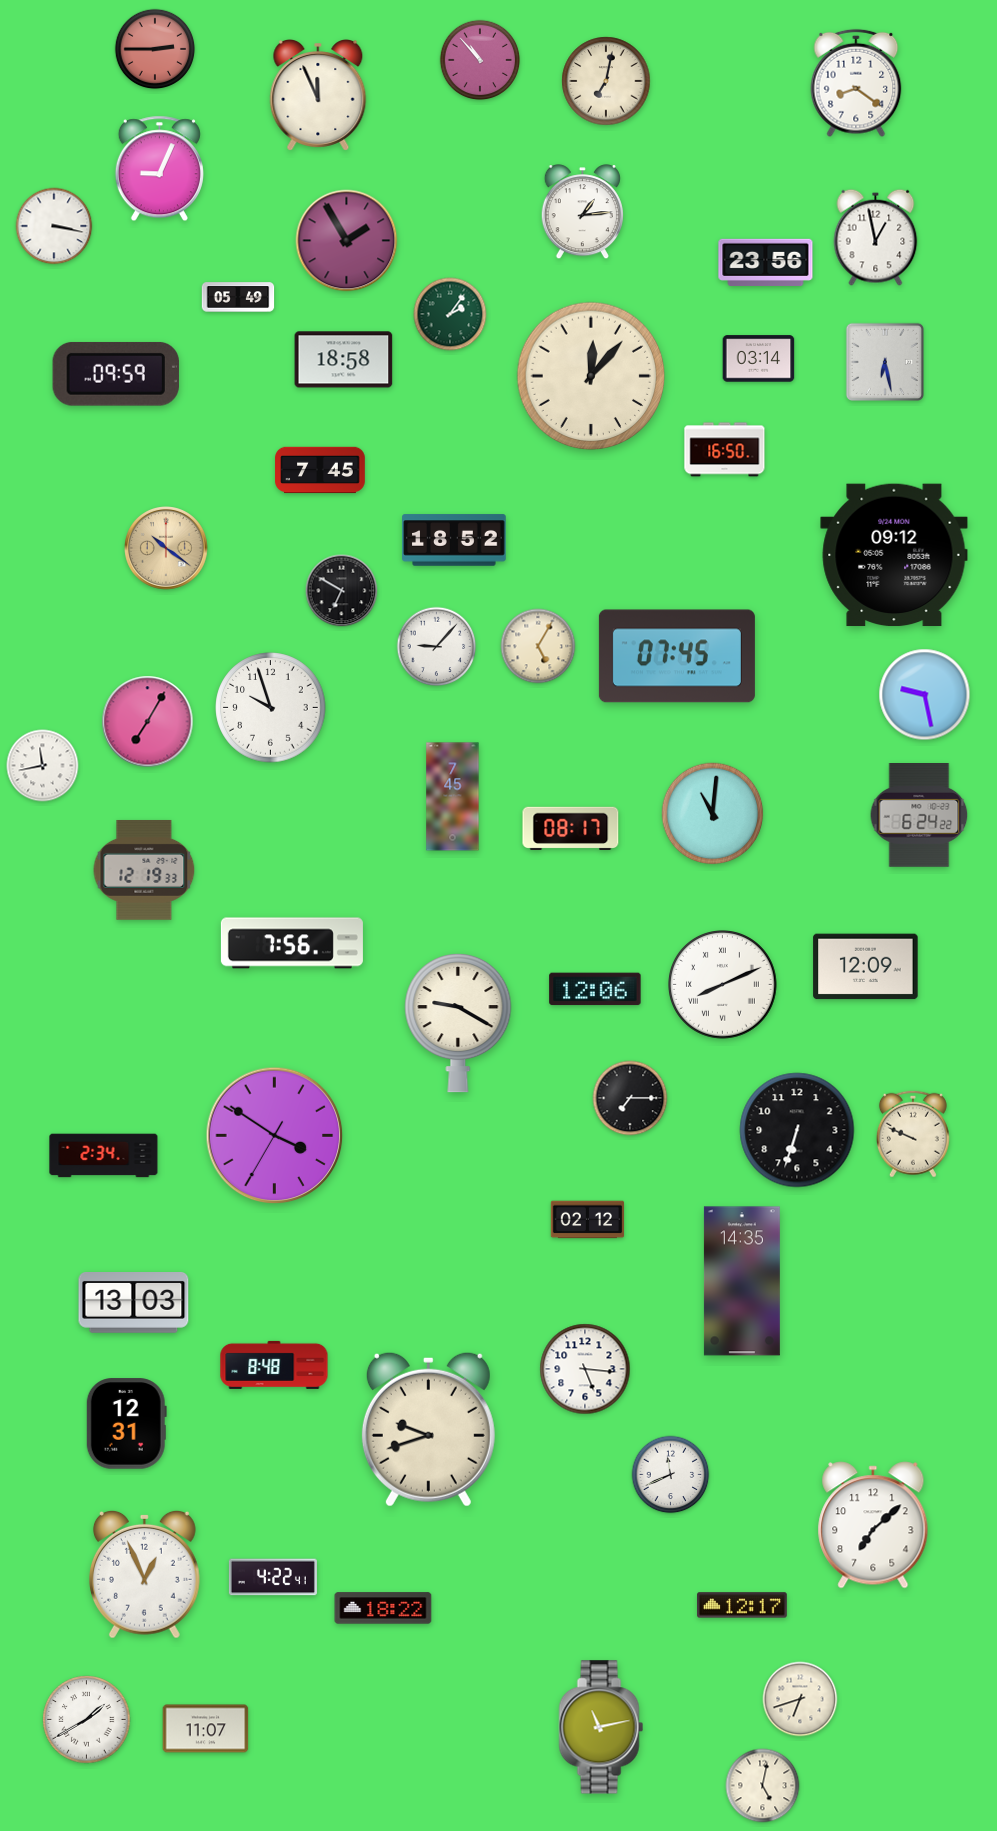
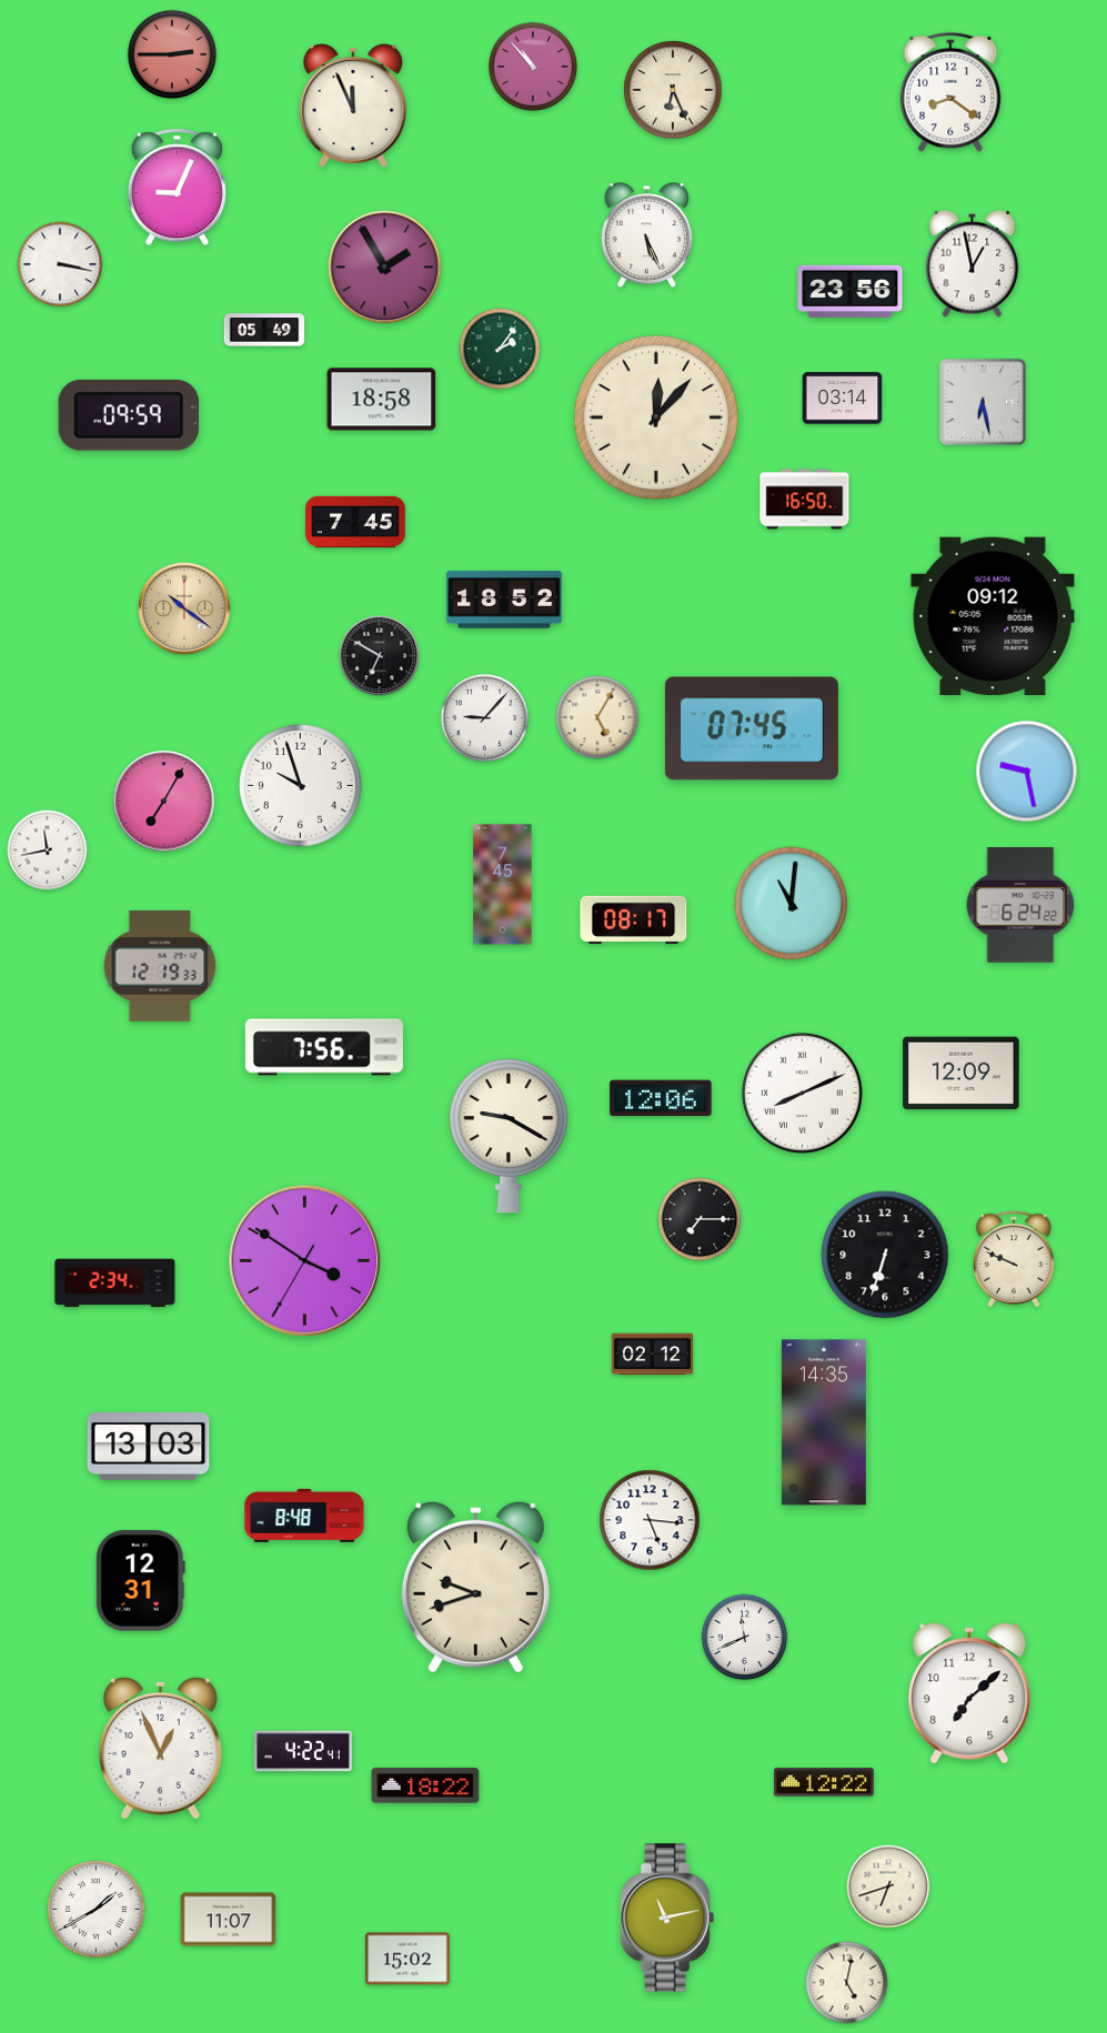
clock at (606, 81): 7:02 -> 6:26
clock at (582, 212): 1:14 -> 5:26
clock at (54, 226) position: (54, 226) -> (60, 264)
clock at (742, 1605): 12:17 -> 12:22
clock at (409, 1959): none -> 15:02
